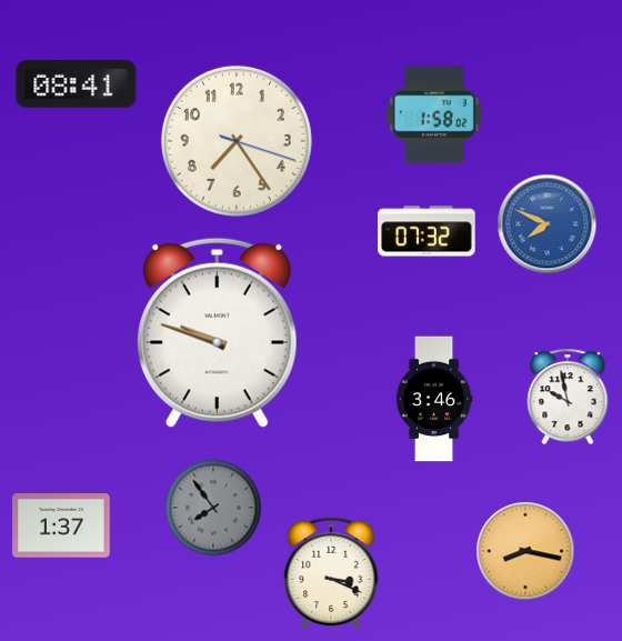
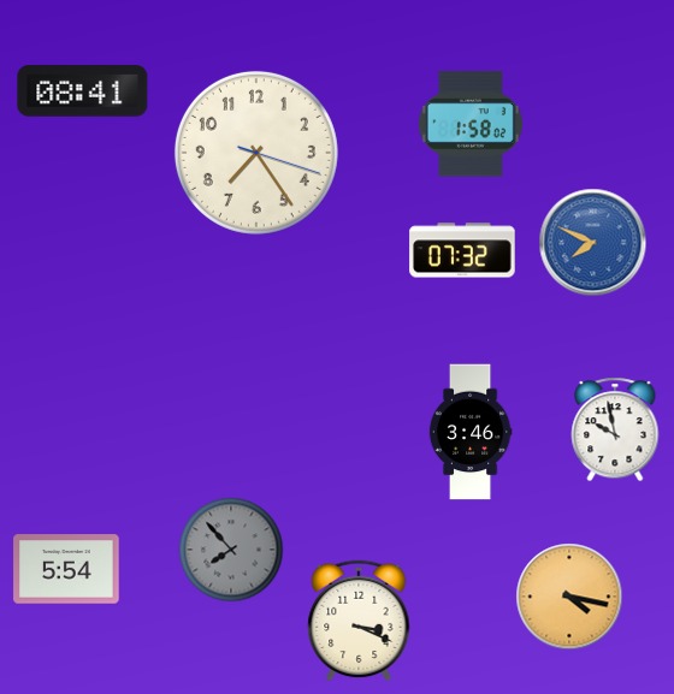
clock at (217, 332): 9:48 -> none
clock at (213, 508): 7:54 -> 7:53
clock at (61, 525): 1:37 -> 5:54
clock at (525, 551): 8:17 -> 4:17
